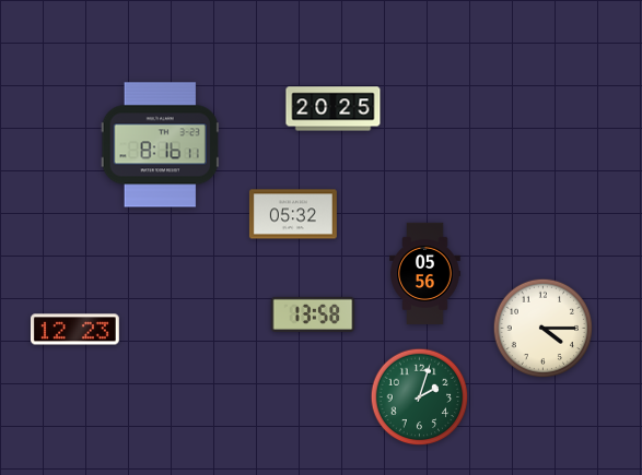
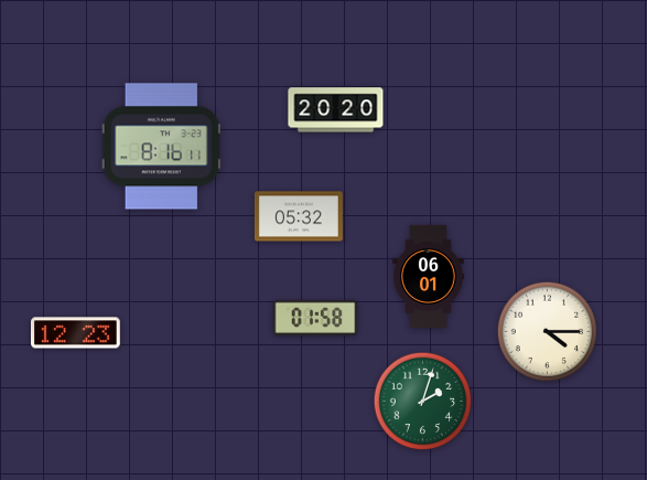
clock at (334, 109): 20:25 -> 20:20
clock at (293, 214) position: (293, 214) -> (299, 216)
clock at (425, 273): 05:56 -> 06:01
clock at (313, 314): 13:58 -> 01:58
